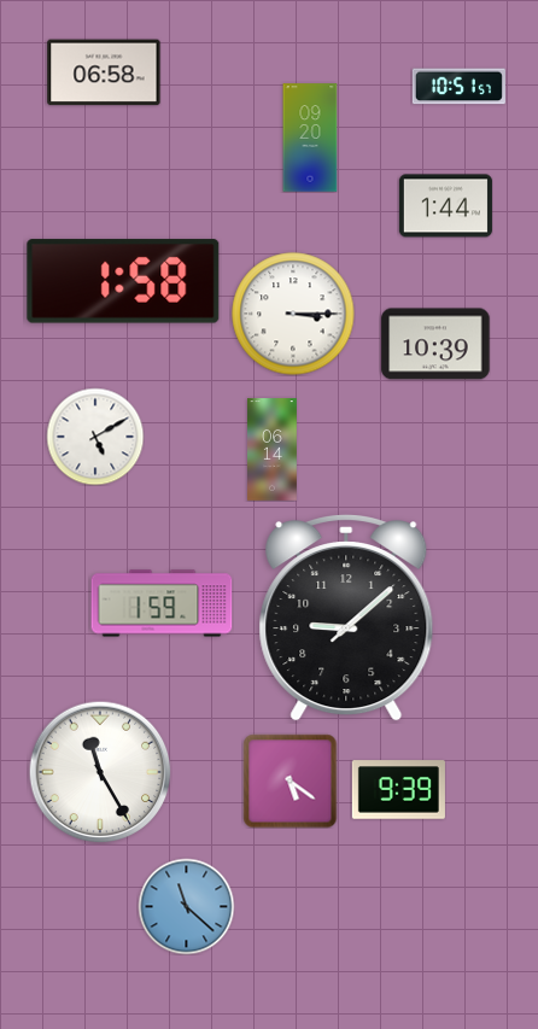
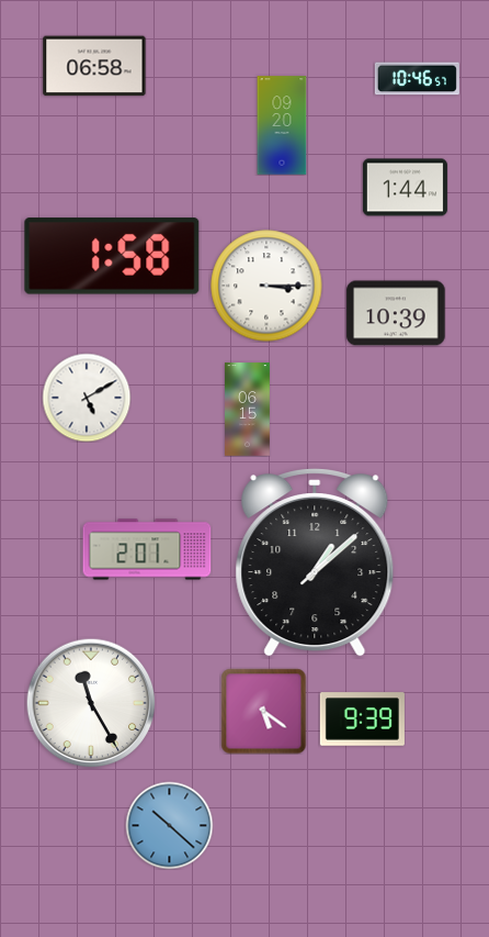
clock at (458, 87): 10:51 -> 10:46
clock at (273, 450): 06:14 -> 06:15
clock at (162, 603): 1:59 -> 2:01
clock at (346, 619): 9:08 -> 1:08
clock at (186, 906): 11:22 -> 10:22
